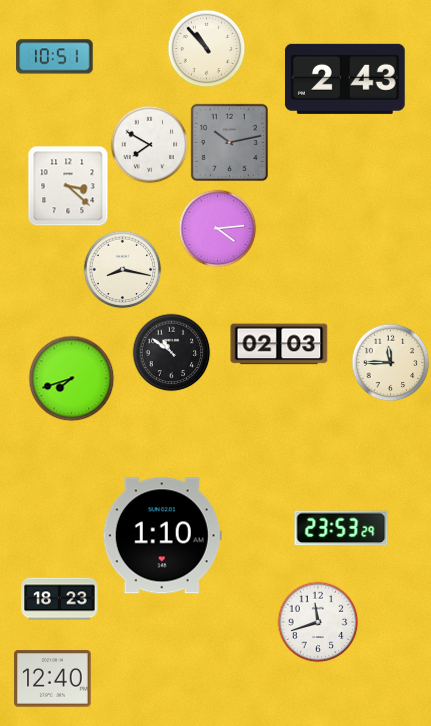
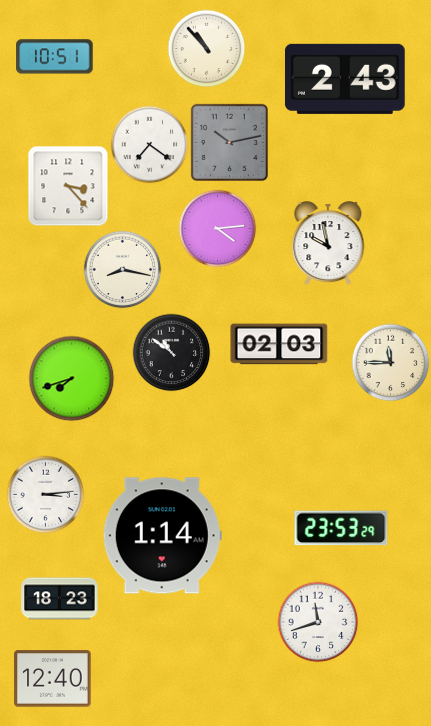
clock at (149, 144): 7:50 -> 7:21
clock at (68, 186): 3:22 -> 3:23
clock at (328, 243): none -> 9:58
clock at (45, 494): none -> 3:14
clock at (162, 536): 1:10 -> 1:14
